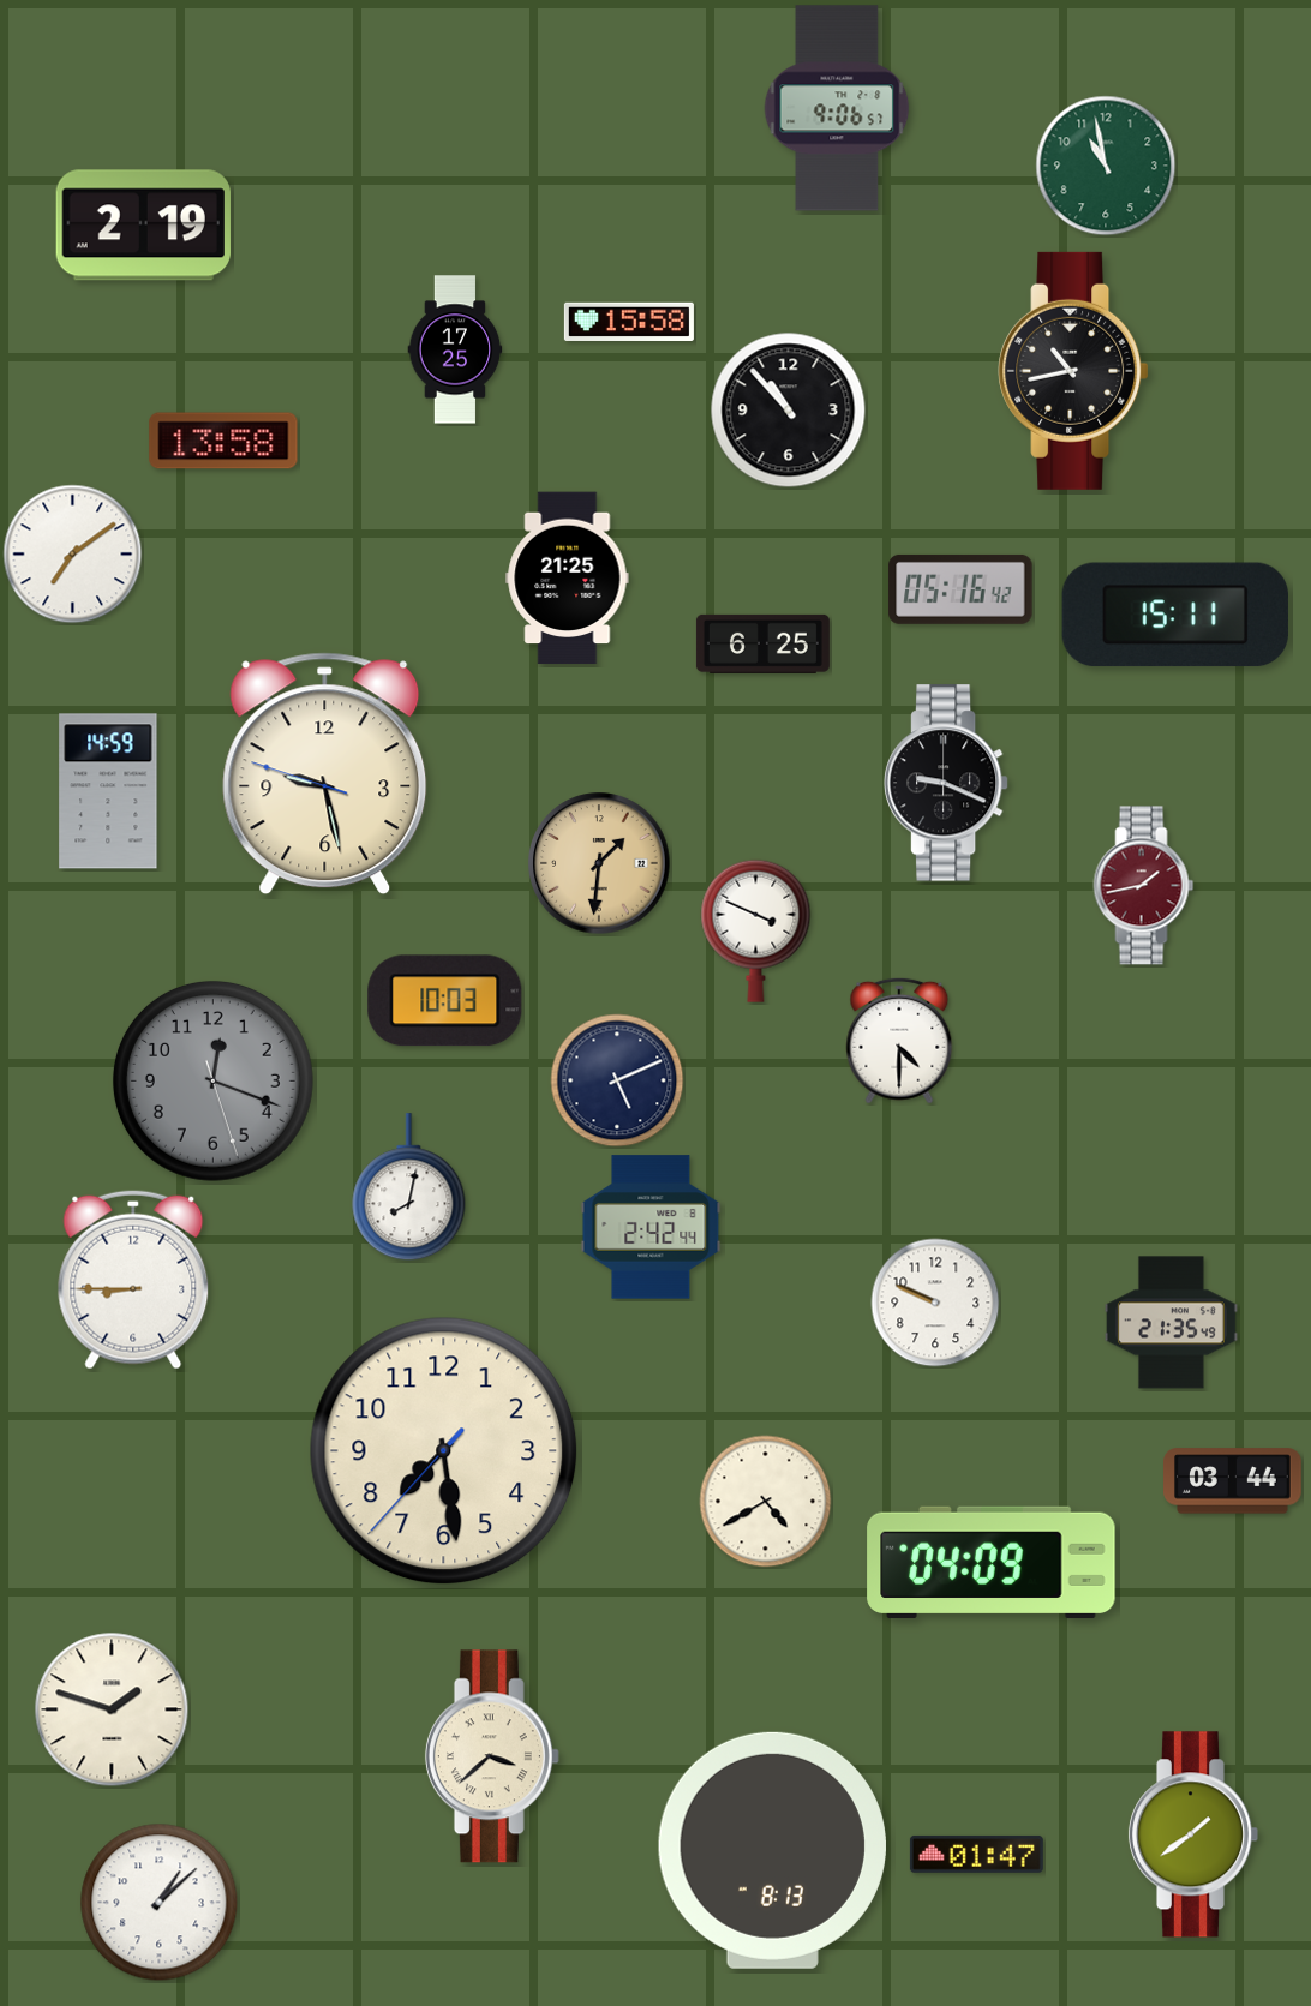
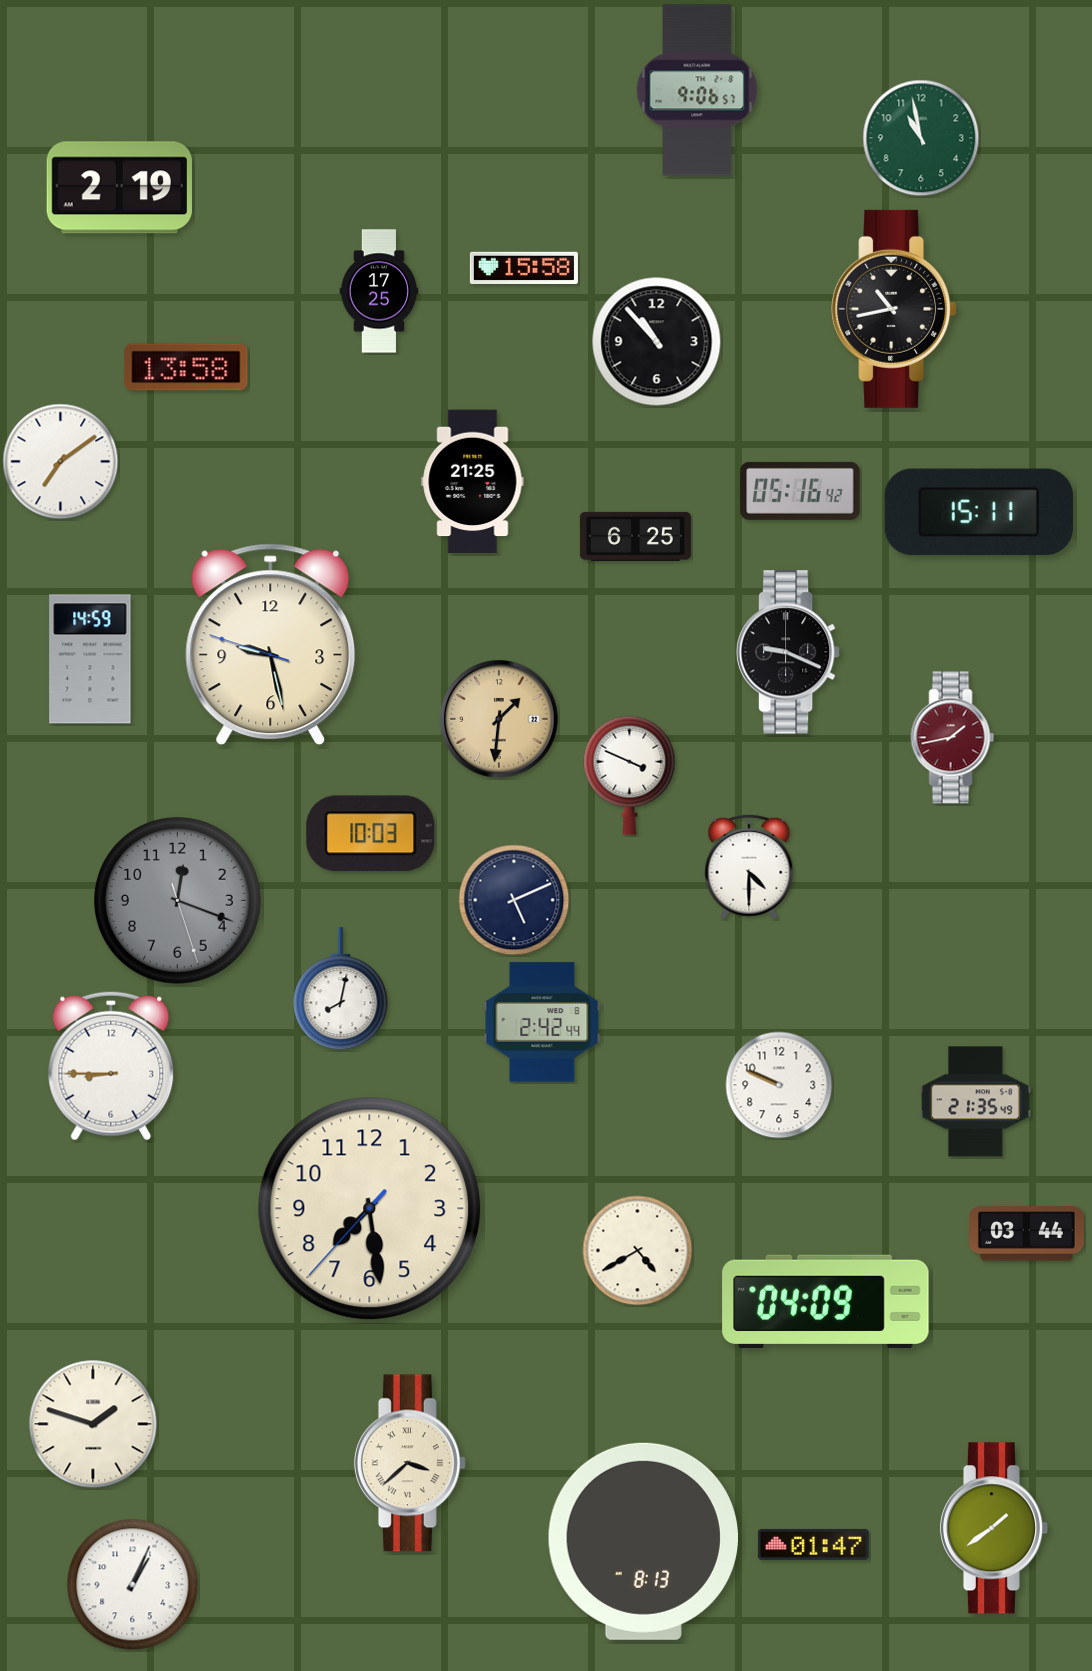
clock at (160, 1903): 1:08 -> 1:04
